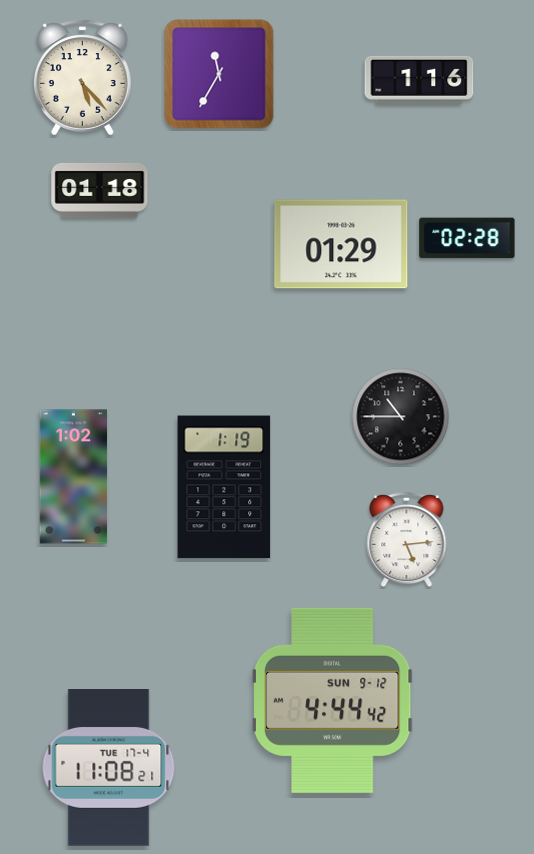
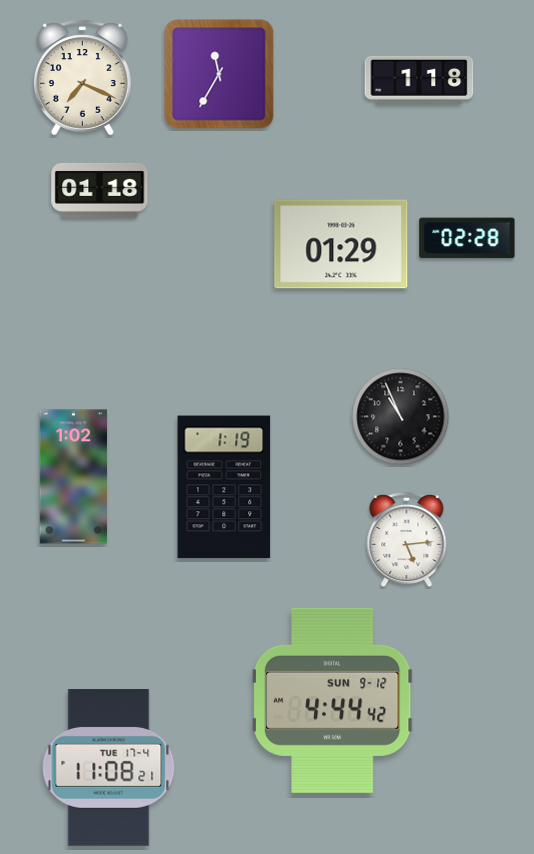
clock at (82, 78): 5:23 -> 7:19
clock at (419, 80): 1:16 -> 1:18
clock at (401, 417): 10:45 -> 10:56
